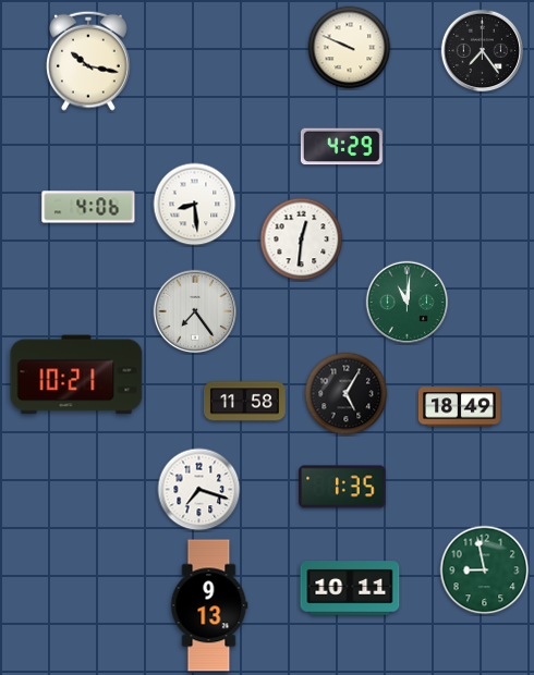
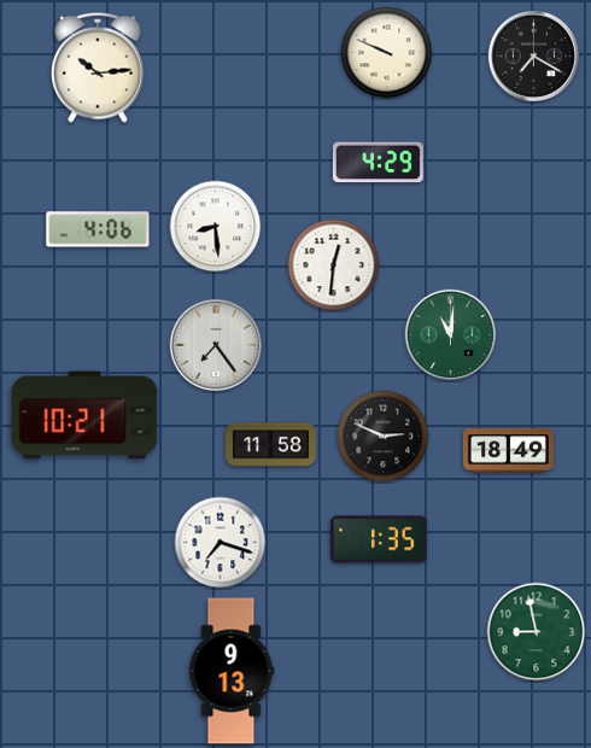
clock at (483, 51): 7:24 -> 7:20
clock at (89, 61): 10:17 -> 10:14
clock at (347, 394): 5:05 -> 2:49
clock at (350, 588): 10:11 -> none
